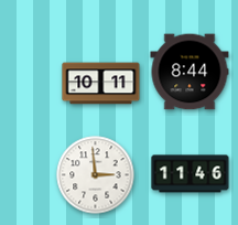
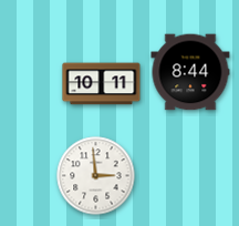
clock at (191, 174): 11:46 -> none
